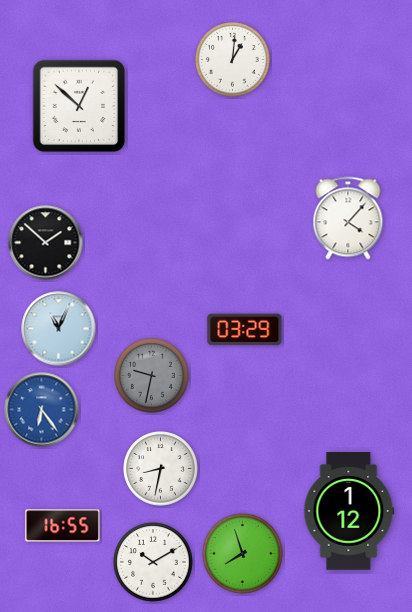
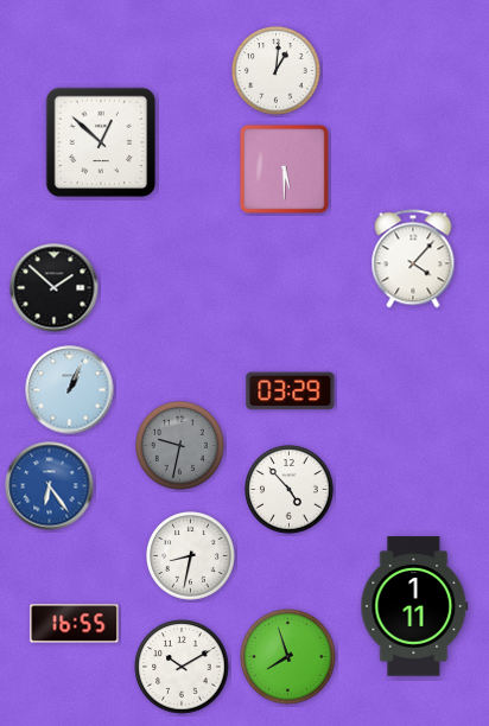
clock at (79, 106) position: (79, 106) -> (101, 142)
clock at (284, 168): none -> 5:30
clock at (59, 329): 11:04 -> 1:04
clock at (290, 490): none -> 4:53
clock at (349, 511): 1:12 -> 1:11
